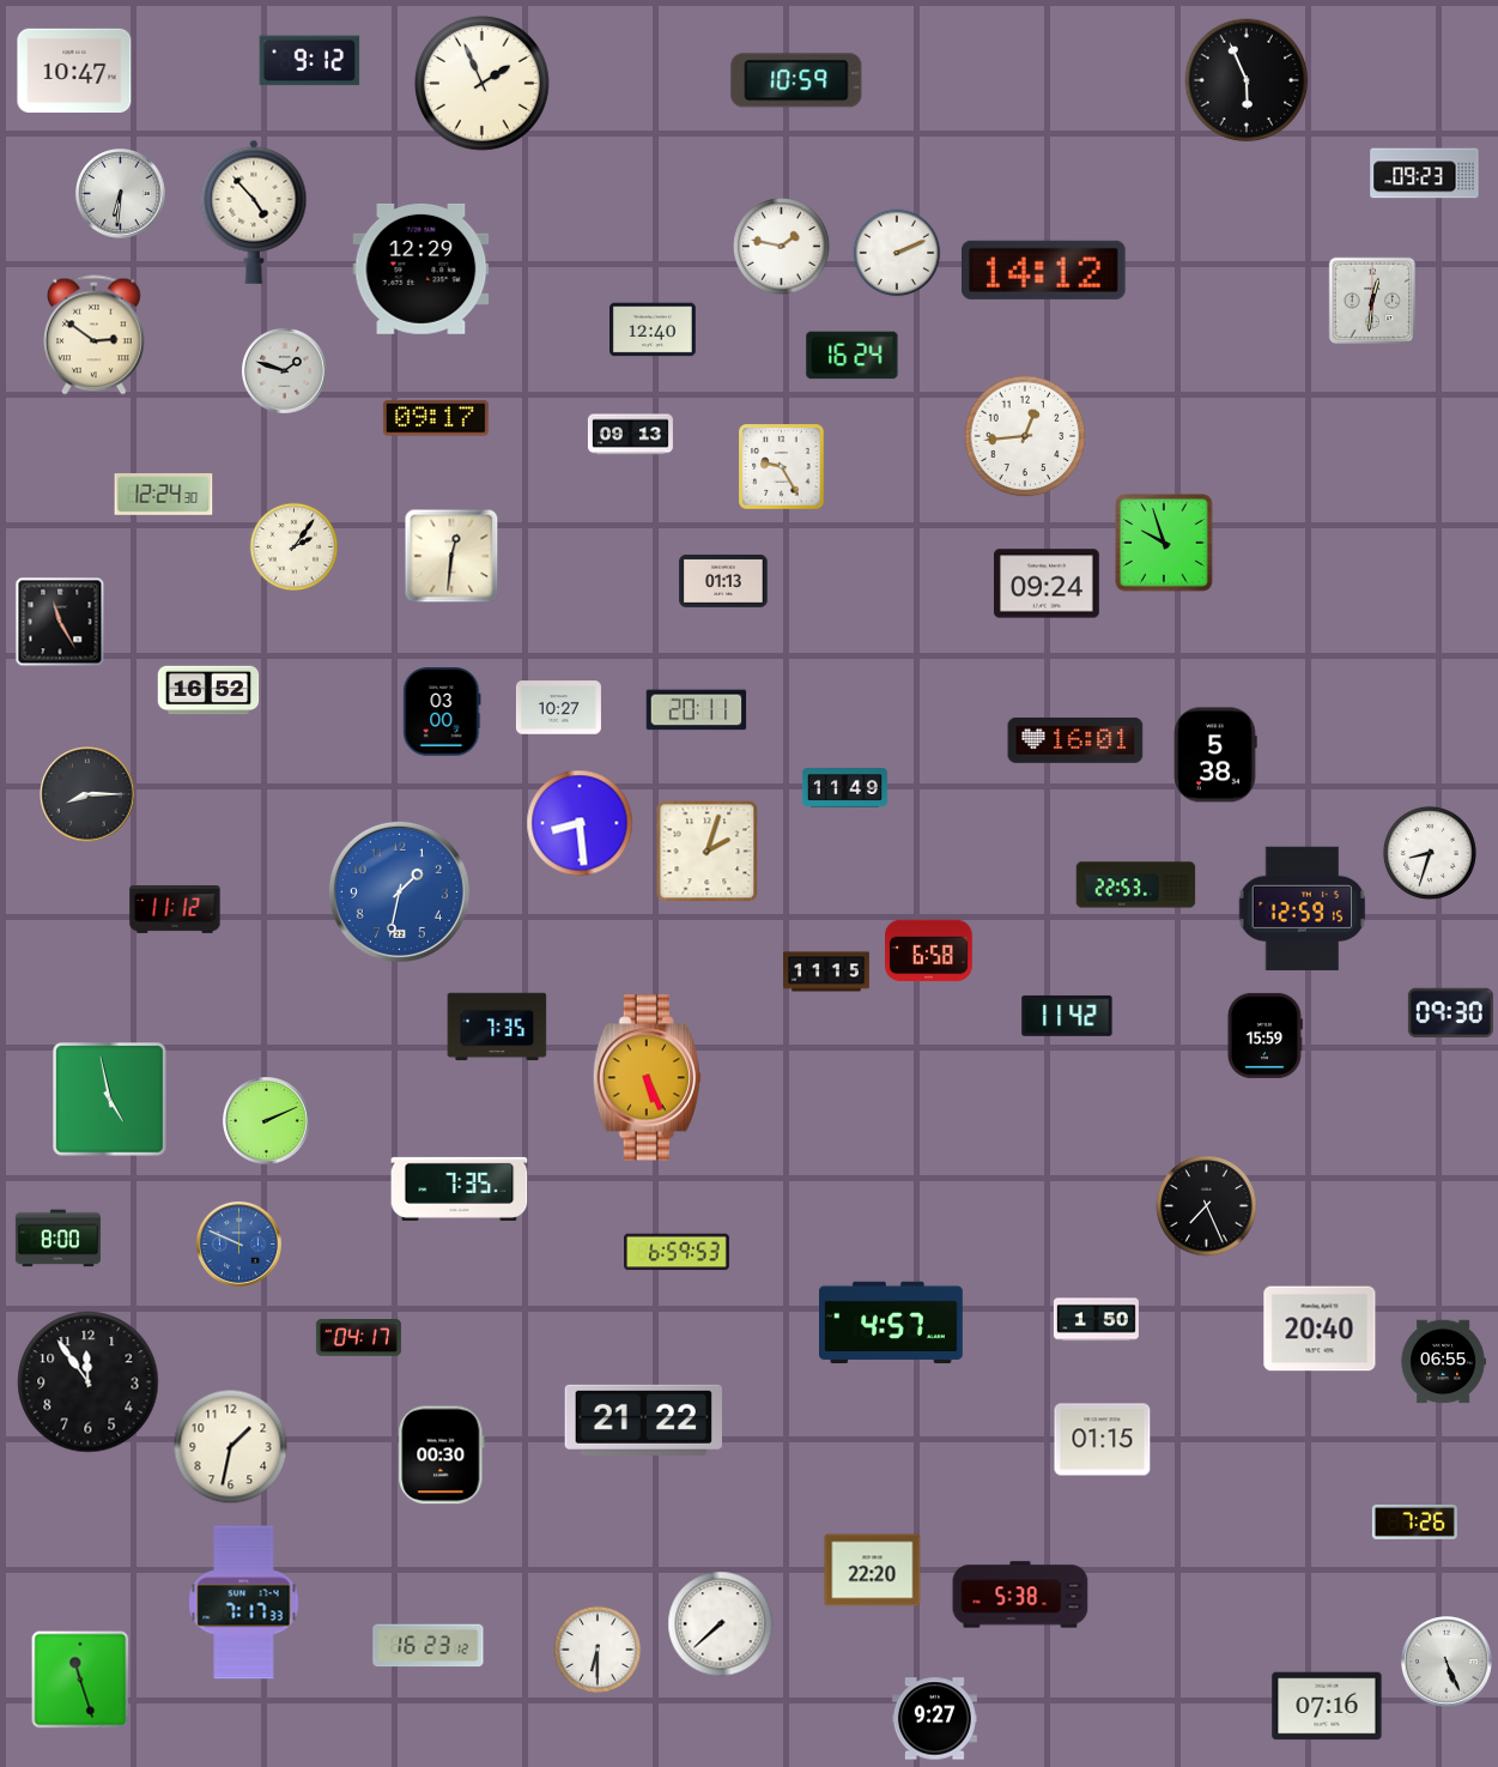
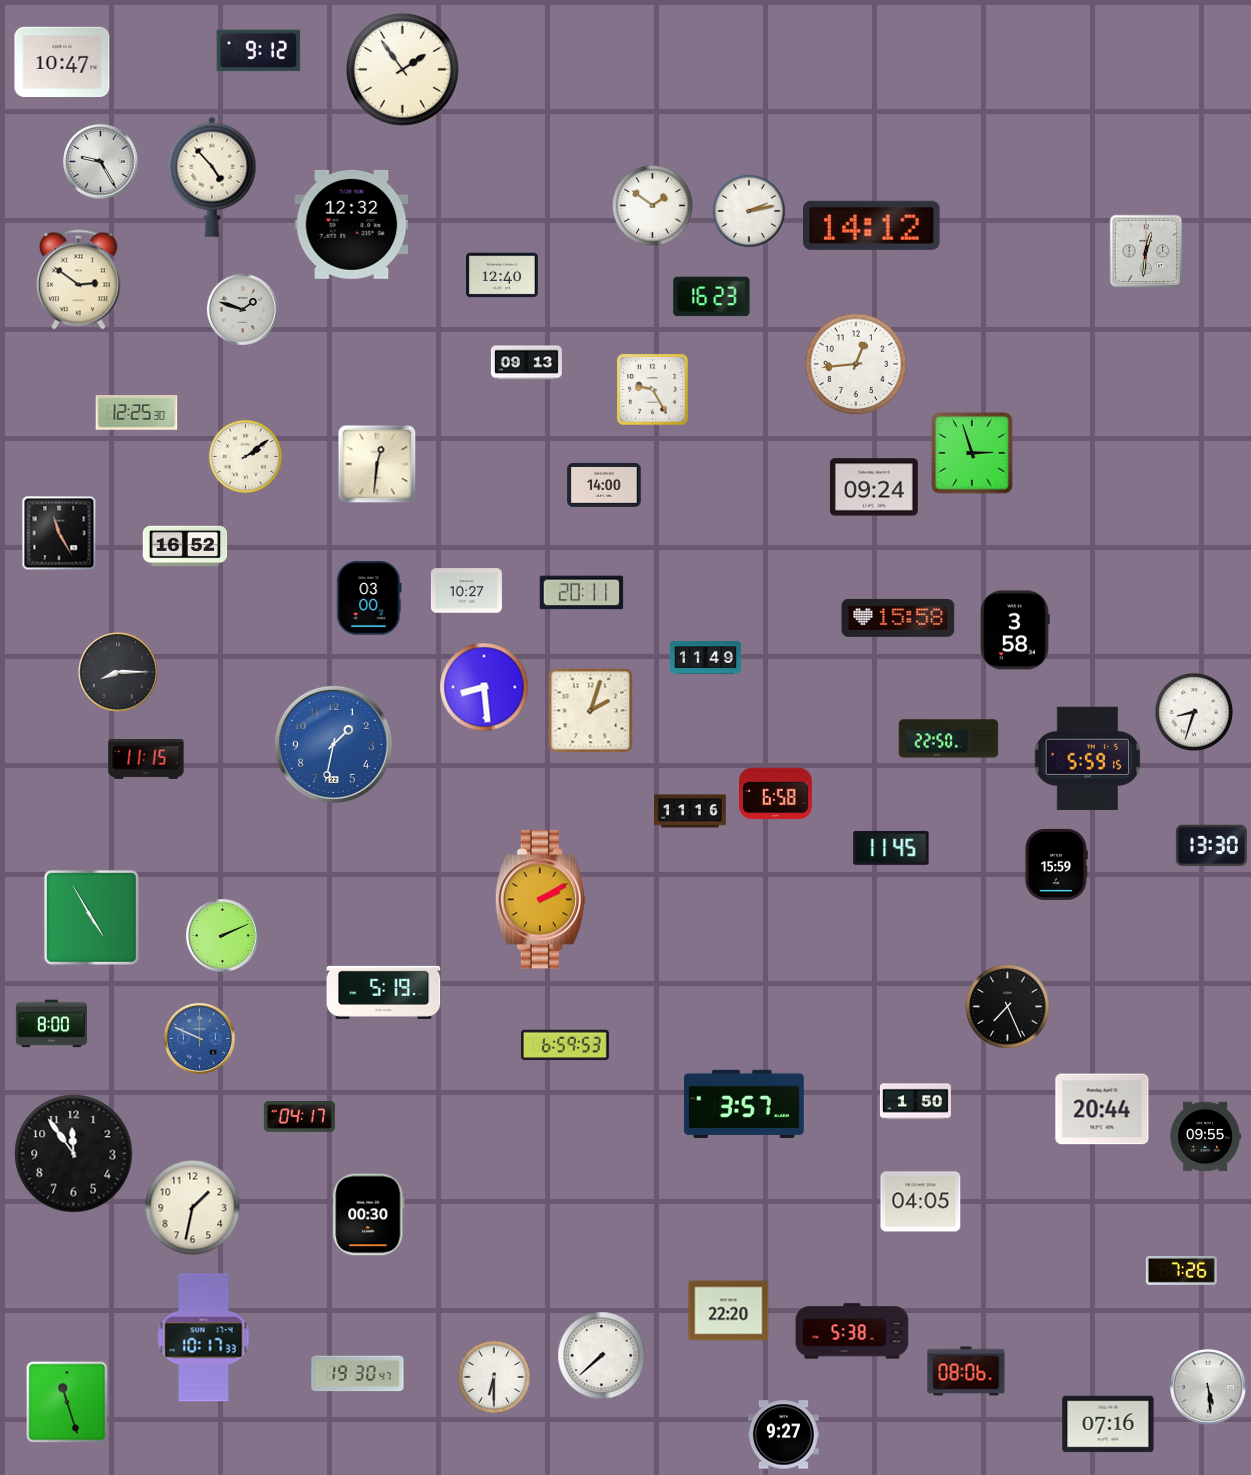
clock at (74, 69) position: (74, 69) -> (62, 61)
clock at (796, 80): 10:59 -> none
clock at (1247, 80): 5:56 -> none
clock at (483, 84): 1:56 -> 1:54
clock at (1425, 174): 09:23 -> none
clock at (121, 194): 6:31 -> 9:25
clock at (782, 247): 1:47 -> 1:51
clock at (897, 253): 2:11 -> 2:13
clock at (421, 268): 12:29 -> 12:32
clock at (654, 329) position: (654, 329) -> (503, 275)
clock at (853, 356): 16:24 -> 16:23
clock at (284, 370) position: (284, 370) -> (242, 309)
clock at (436, 418): 09:17 -> none
clock at (164, 495): 12:24 -> 12:25
clock at (1164, 543): 9:57 -> 2:57
clock at (295, 547): 2:06 -> 2:09
clock at (723, 581): 01:13 -> 14:00
clock at (60, 622) position: (60, 622) -> (59, 533)
clock at (208, 690) position: (208, 690) -> (185, 546)
clock at (442, 712) position: (442, 712) -> (369, 598)
clock at (1075, 740): 16:01 -> 15:58
clock at (1215, 755): 5:38 -> 3:58
clock at (87, 794) position: (87, 794) -> (118, 672)
clock at (1136, 885): 22:53 -> 22:50
clock at (1303, 908): 12:59 -> 5:59
clock at (175, 910): 11:12 -> 11:15
clock at (827, 972): 11:15 -> 11:16
clock at (1450, 1012): 09:30 -> 13:30
clock at (1067, 1016): 11:42 -> 11:45
clock at (497, 1027): 7:35 -> none
clock at (647, 1078): 5:26 -> 2:10
clock at (110, 1100): 4:58 -> 4:55
clock at (460, 1188): 7:35 -> 5:19
clock at (57, 1239) position: (57, 1239) -> (51, 1024)
clock at (892, 1323): 4:57 -> 3:57
clock at (1320, 1329): 20:40 -> 20:44
clock at (1443, 1362): 06:55 -> 09:55
clock at (643, 1420): 21:22 -> none
clock at (1103, 1440): 01:15 -> 04:05
clock at (244, 1603): 7:17 -> 10:17
clock at (966, 1371): none -> 08:06
clock at (429, 1646): 16:23 -> 19:30
clock at (598, 1650) position: (598, 1650) -> (494, 1377)
clock at (1448, 1663): 5:26 -> 5:29
clock at (934, 1719) position: (934, 1719) -> (783, 1435)
